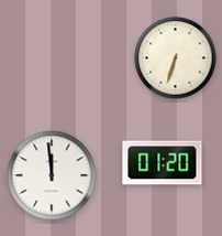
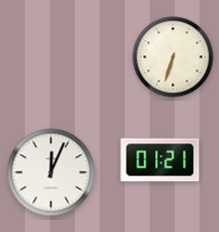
clock at (163, 163): 01:20 -> 01:21
clock at (52, 175): 11:59 -> 12:04
